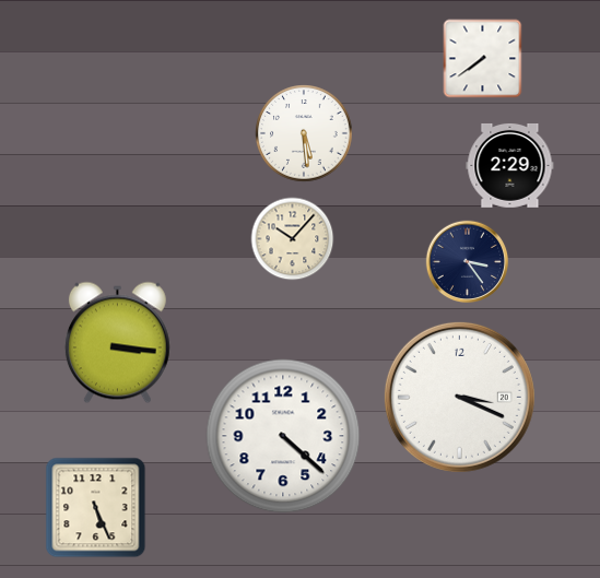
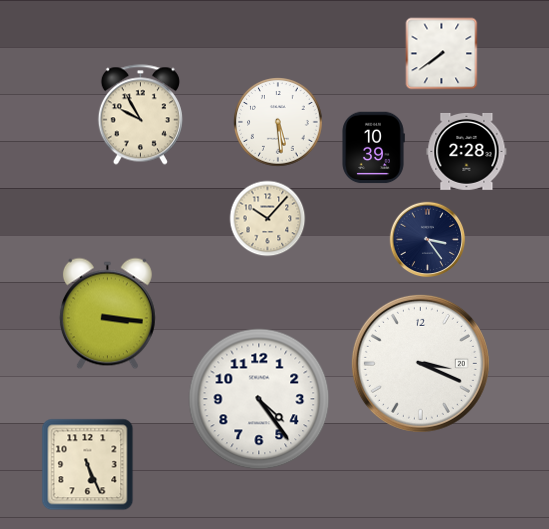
clock at (140, 115): none -> 9:55
clock at (373, 148): none -> 10:39
clock at (510, 165): 2:29 -> 2:28
clock at (283, 436): 4:22 -> 4:24
